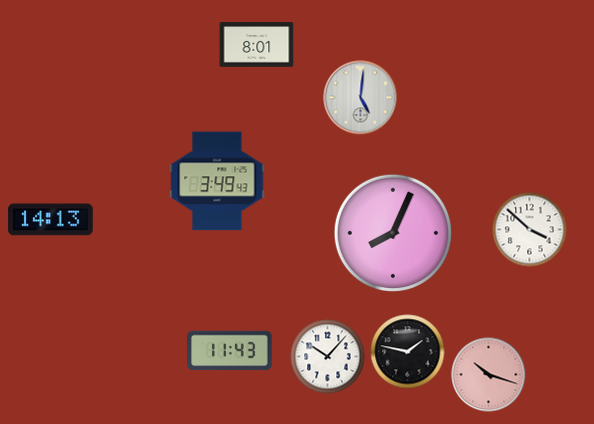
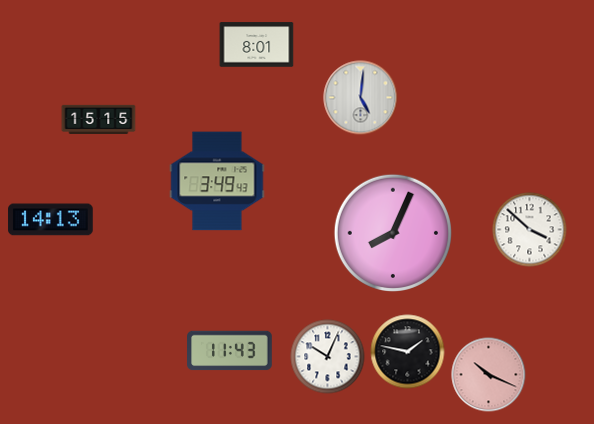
clock at (99, 119): none -> 15:15
clock at (328, 357): 10:07 -> 10:04
clock at (489, 375): 10:18 -> 10:19
